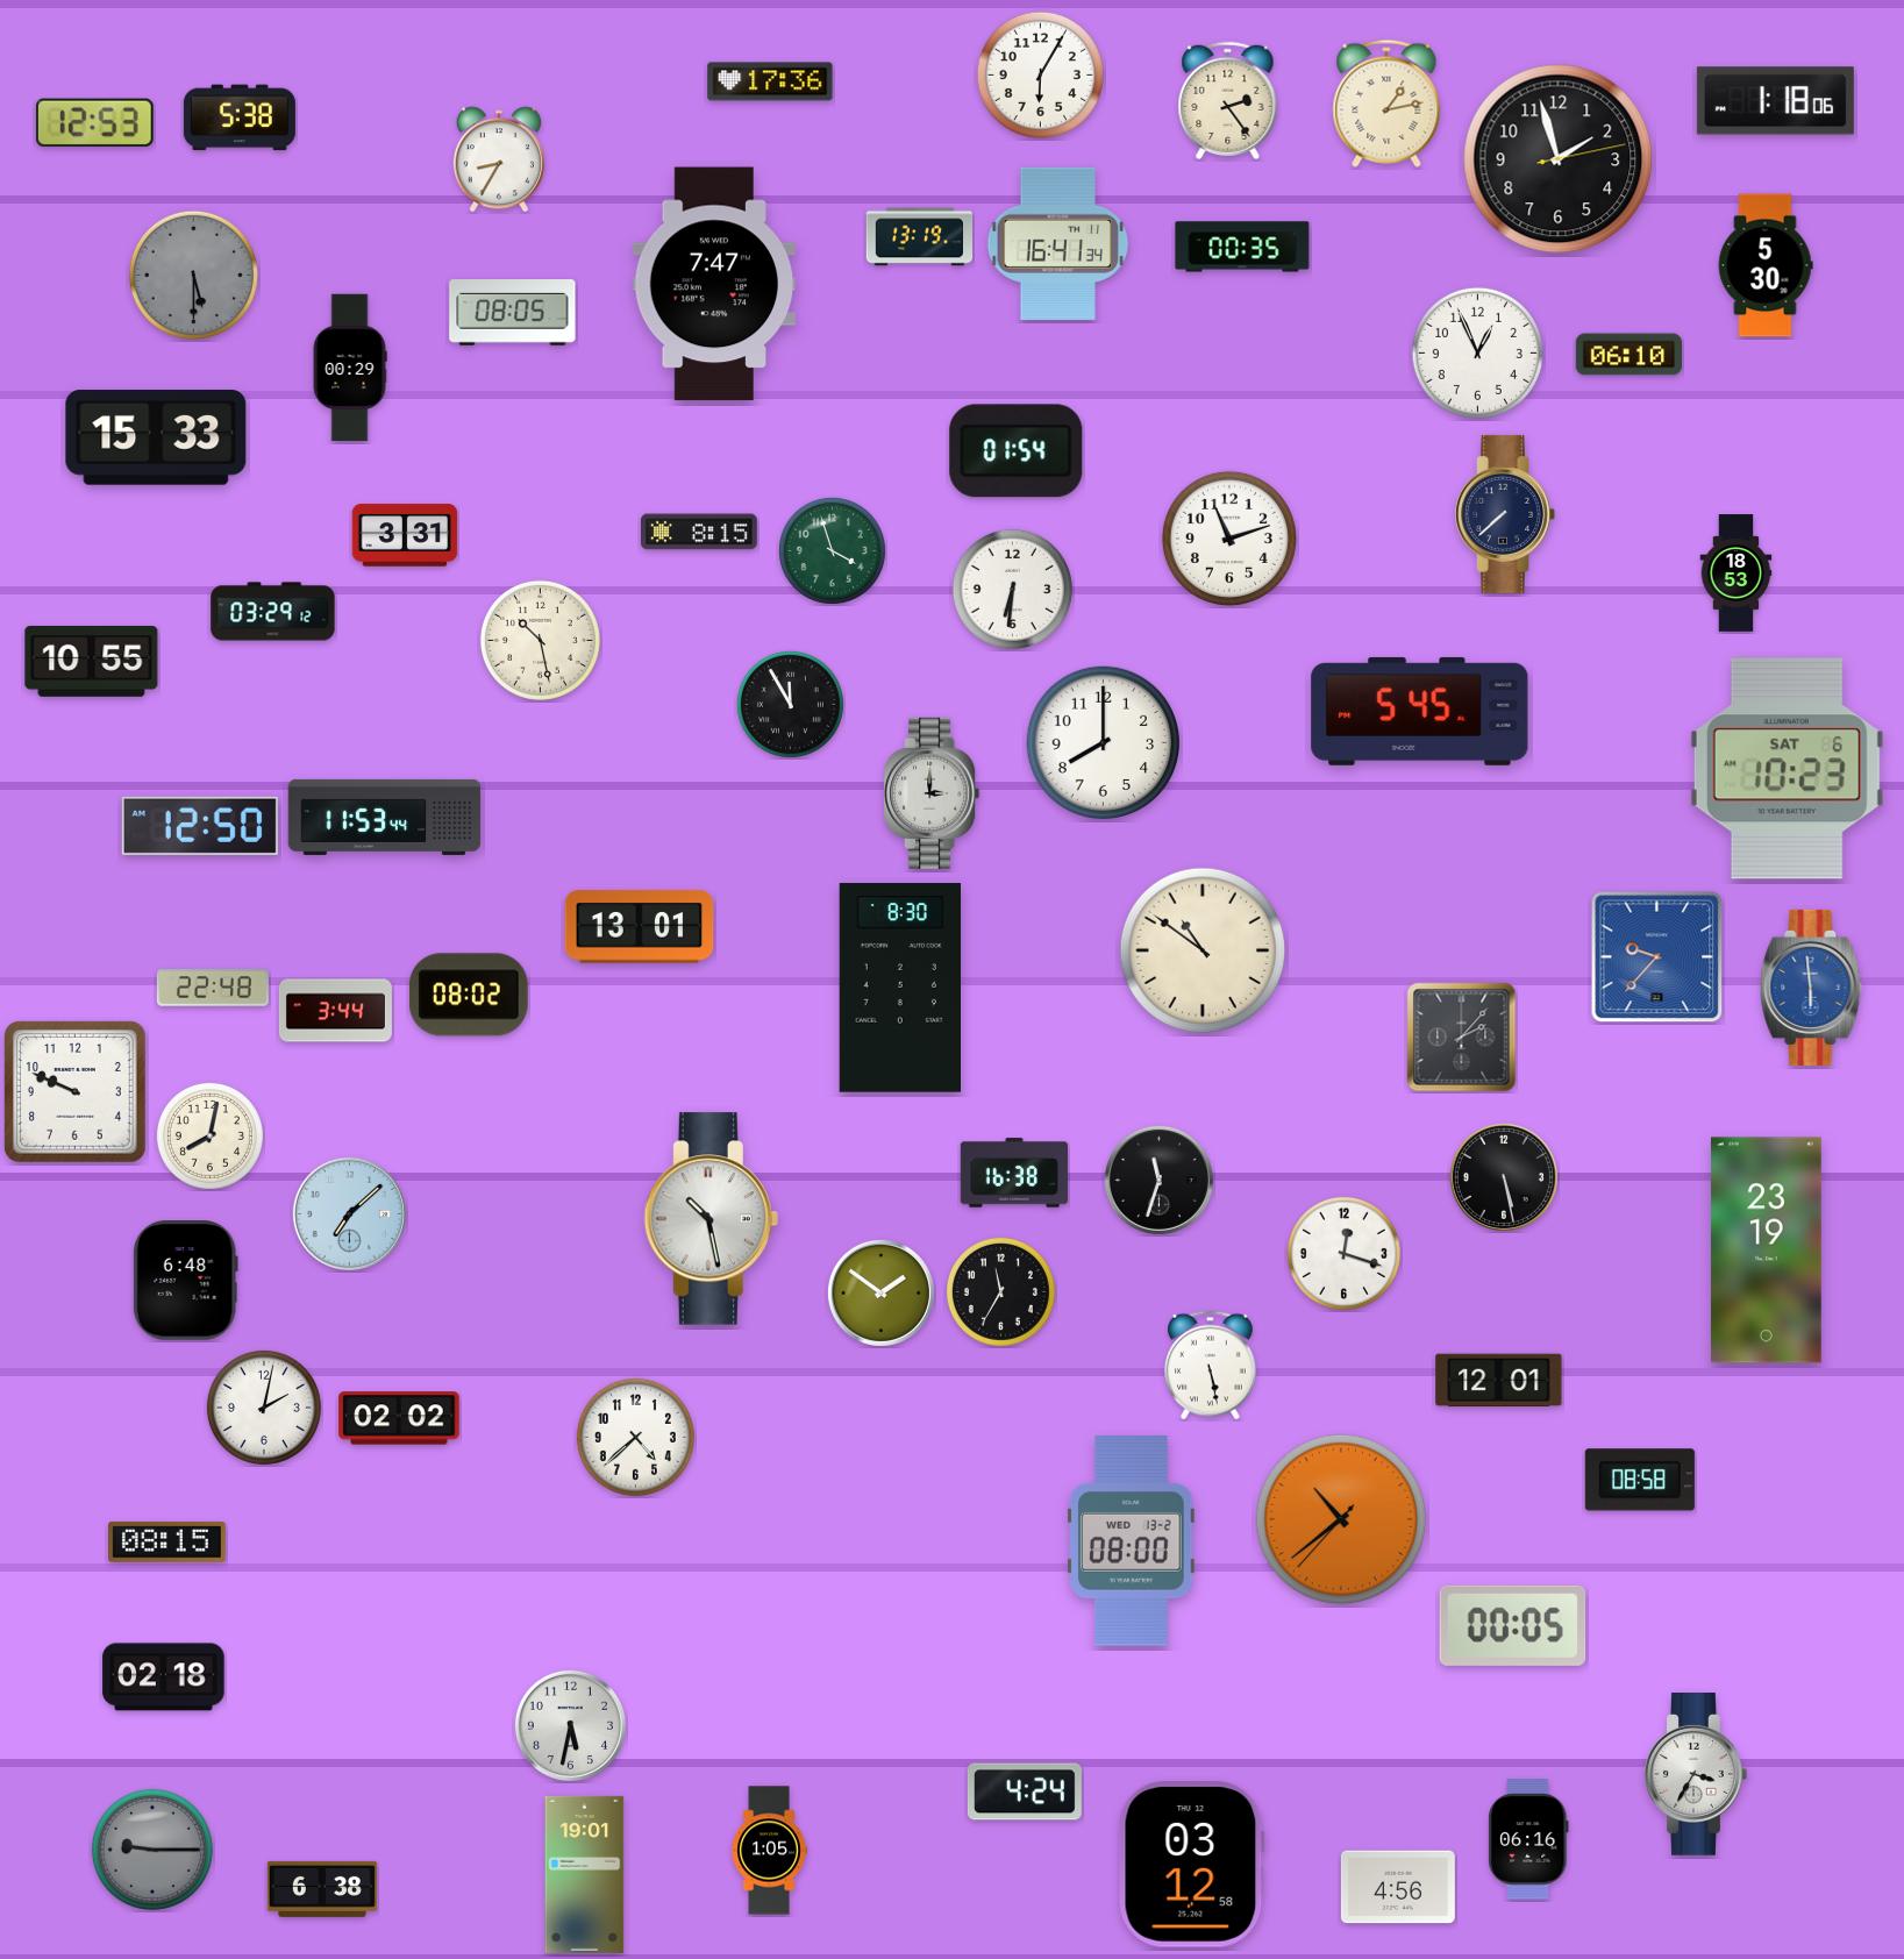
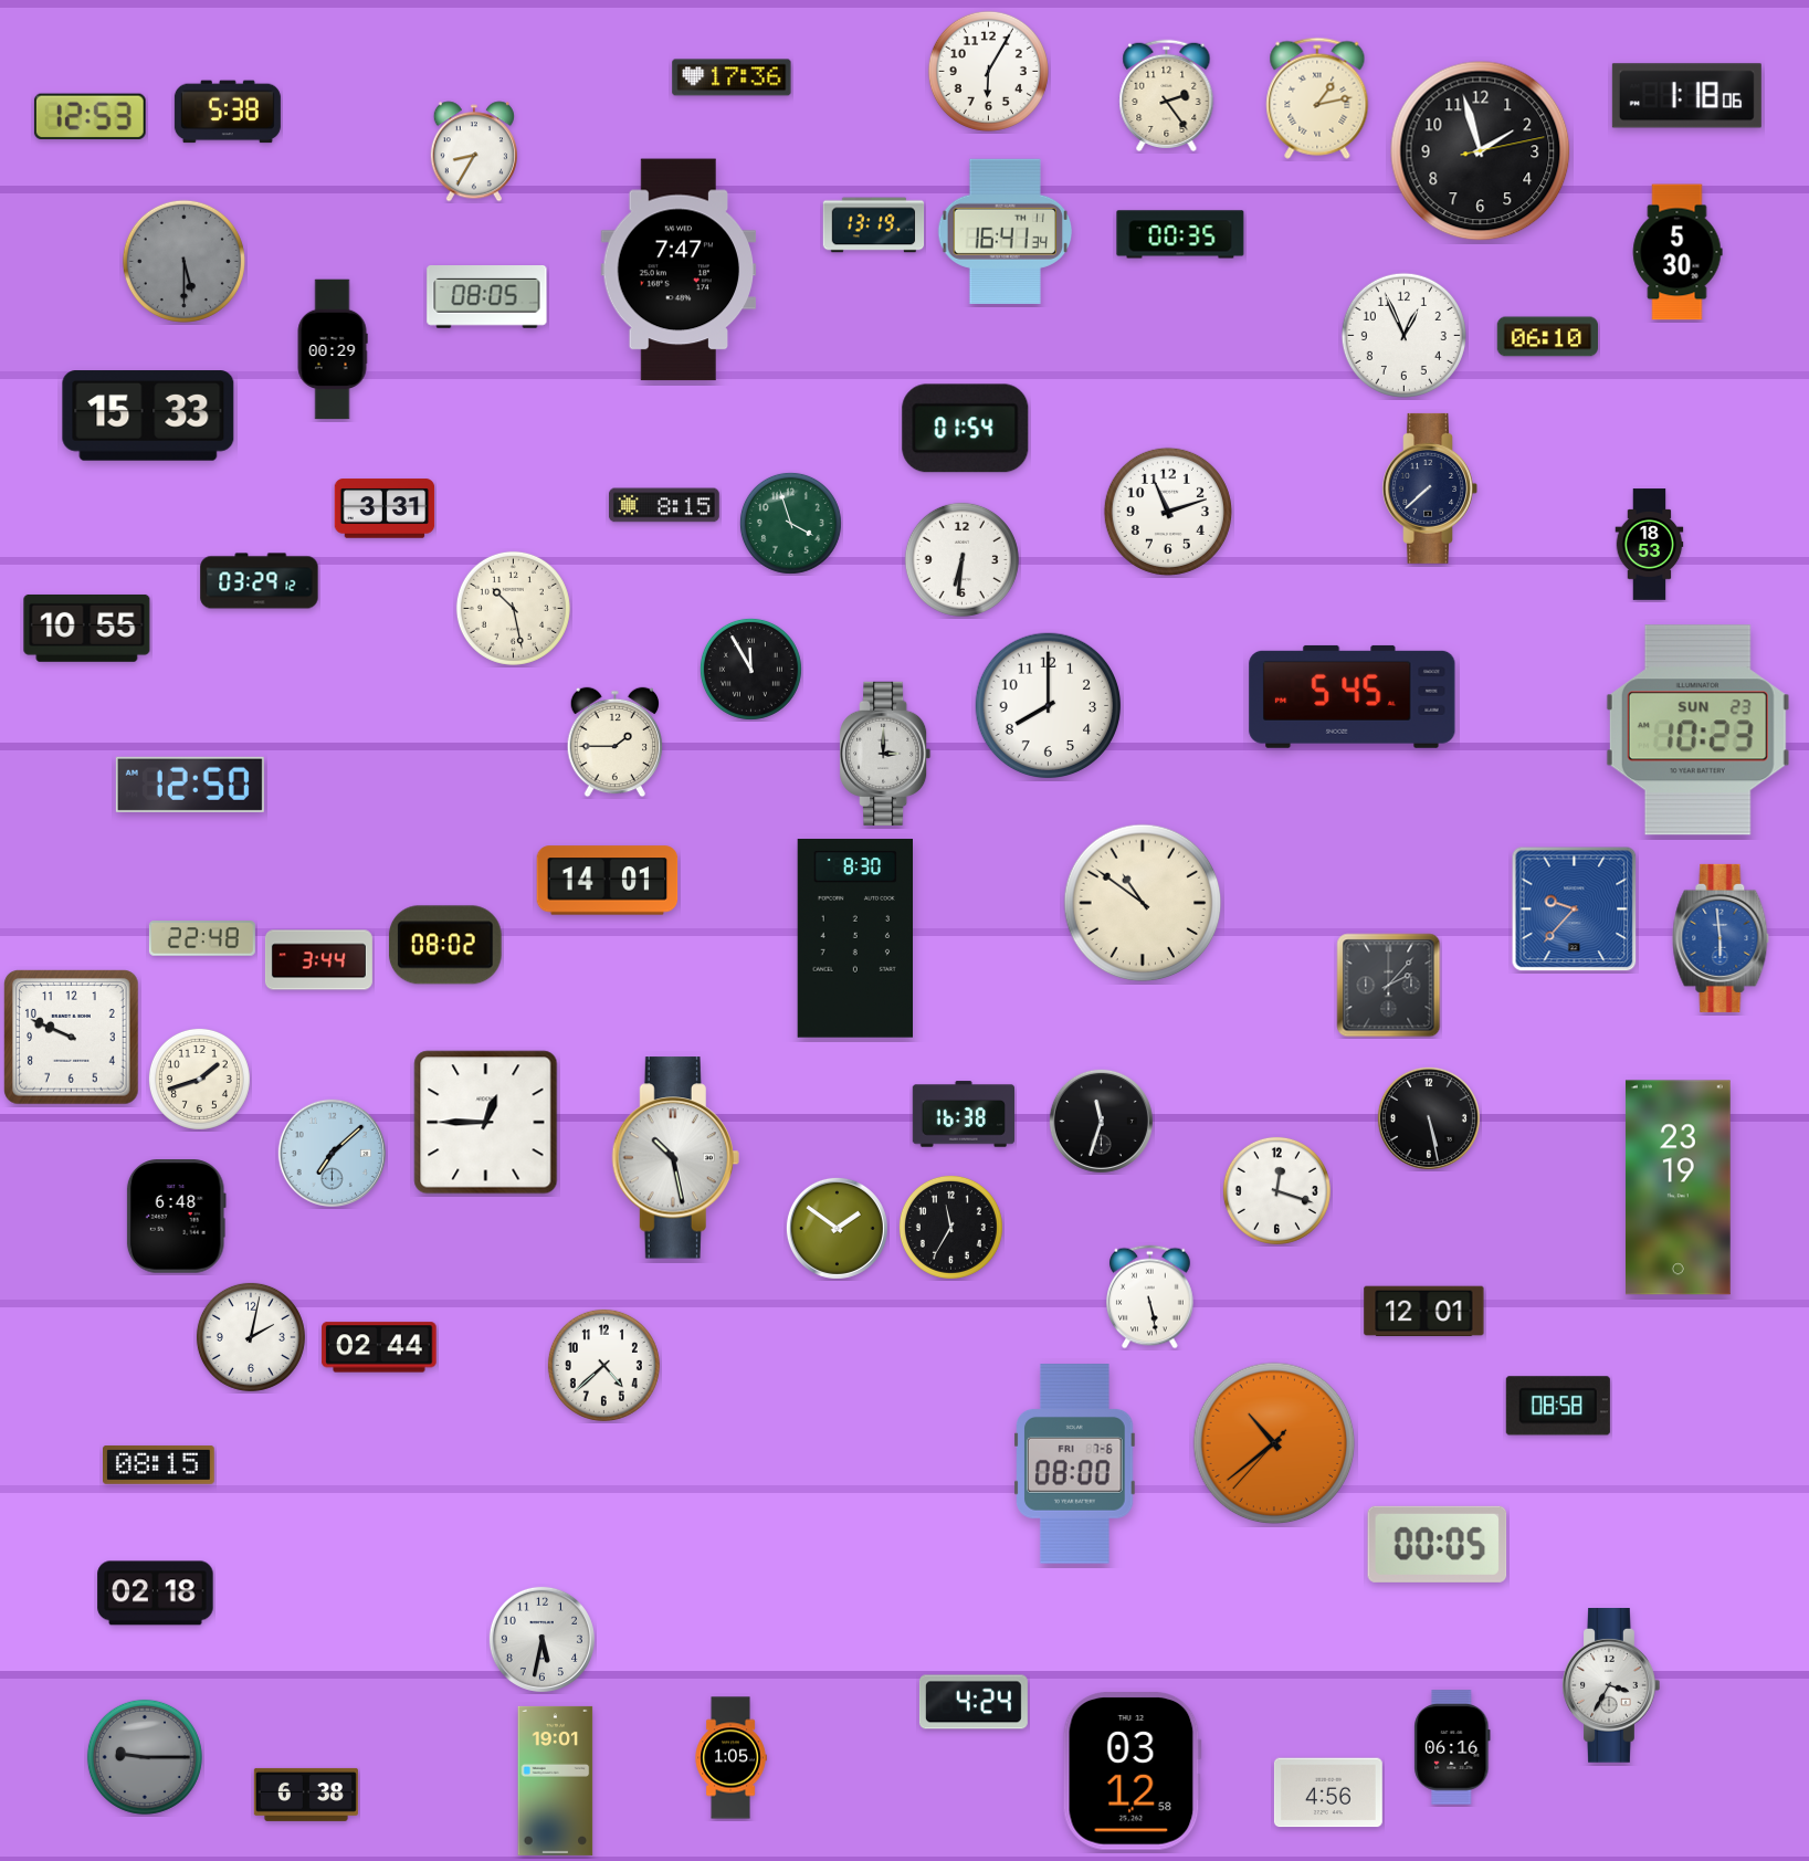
clock at (1420, 711) position: (1420, 711) -> (1353, 696)
clock at (1787, 769) date: SAT 6 -> SUN 23
clock at (616, 743): none -> 1:45
clock at (385, 817): 11:53 -> none
clock at (640, 927): 13:01 -> 14:01
clock at (209, 1135): 8:02 -> 1:42
clock at (486, 1123): none -> 12:45
clock at (399, 1418): 02:02 -> 02:44
clock at (1132, 1541) date: WED 13-2 -> FRI 7-6
